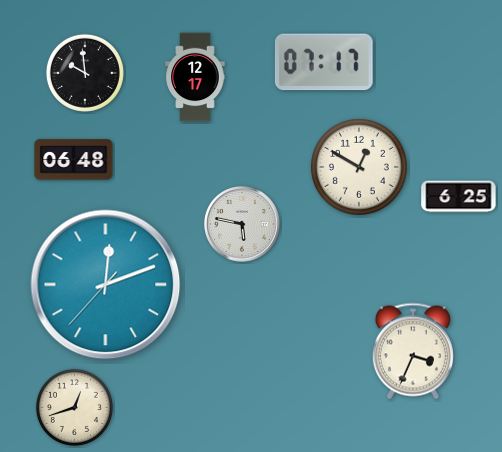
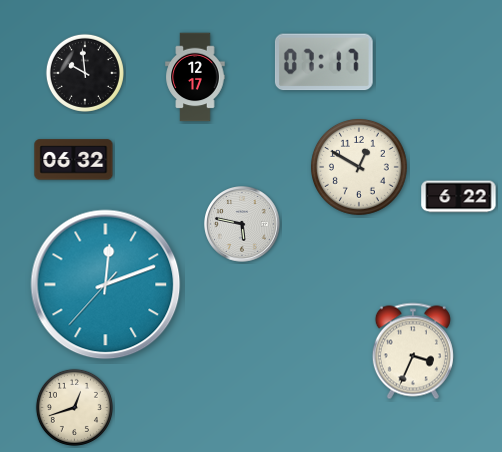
clock at (74, 160): 06:48 -> 06:32
clock at (459, 197): 6:25 -> 6:22
